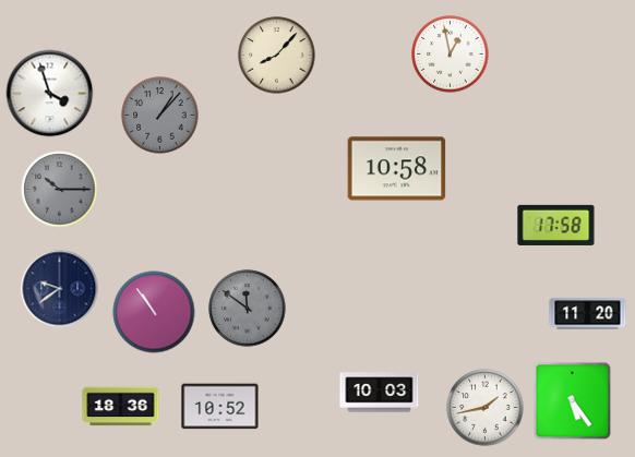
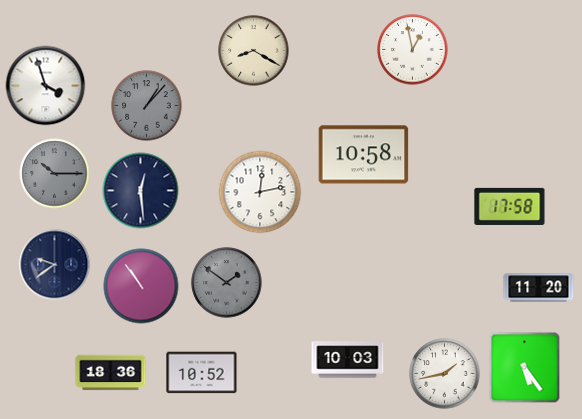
clock at (277, 56): 8:07 -> 8:20
clock at (141, 191): none -> 12:29
clock at (260, 192): none -> 12:13
clock at (248, 309): 11:51 -> 1:51
